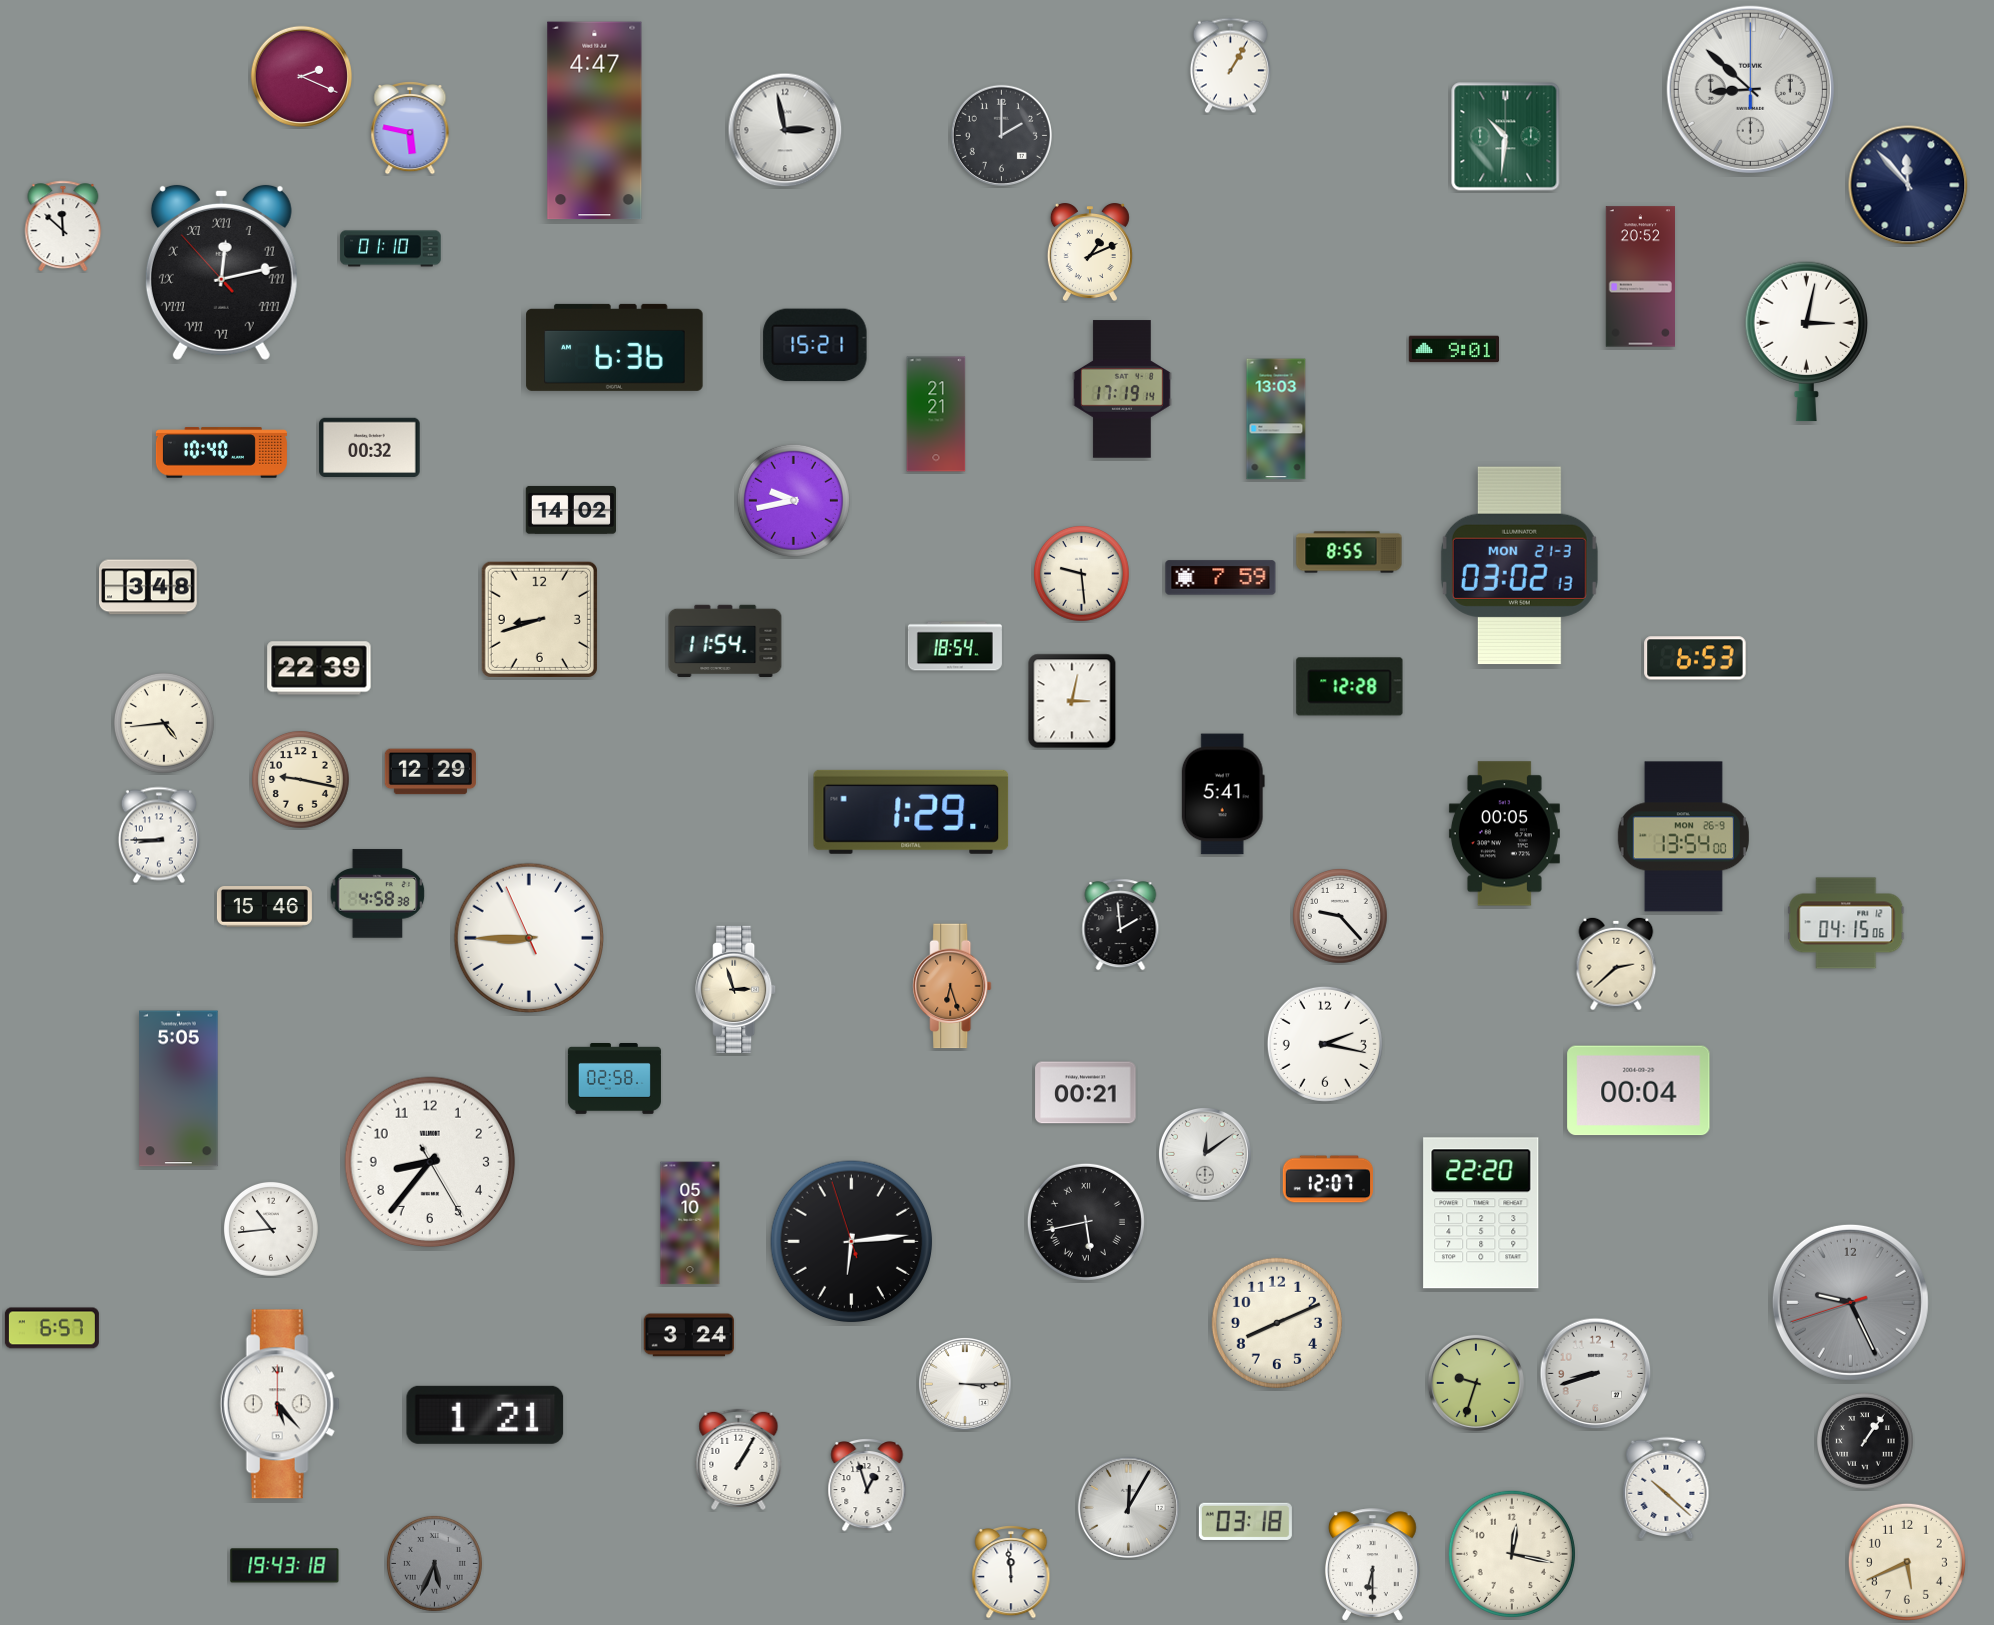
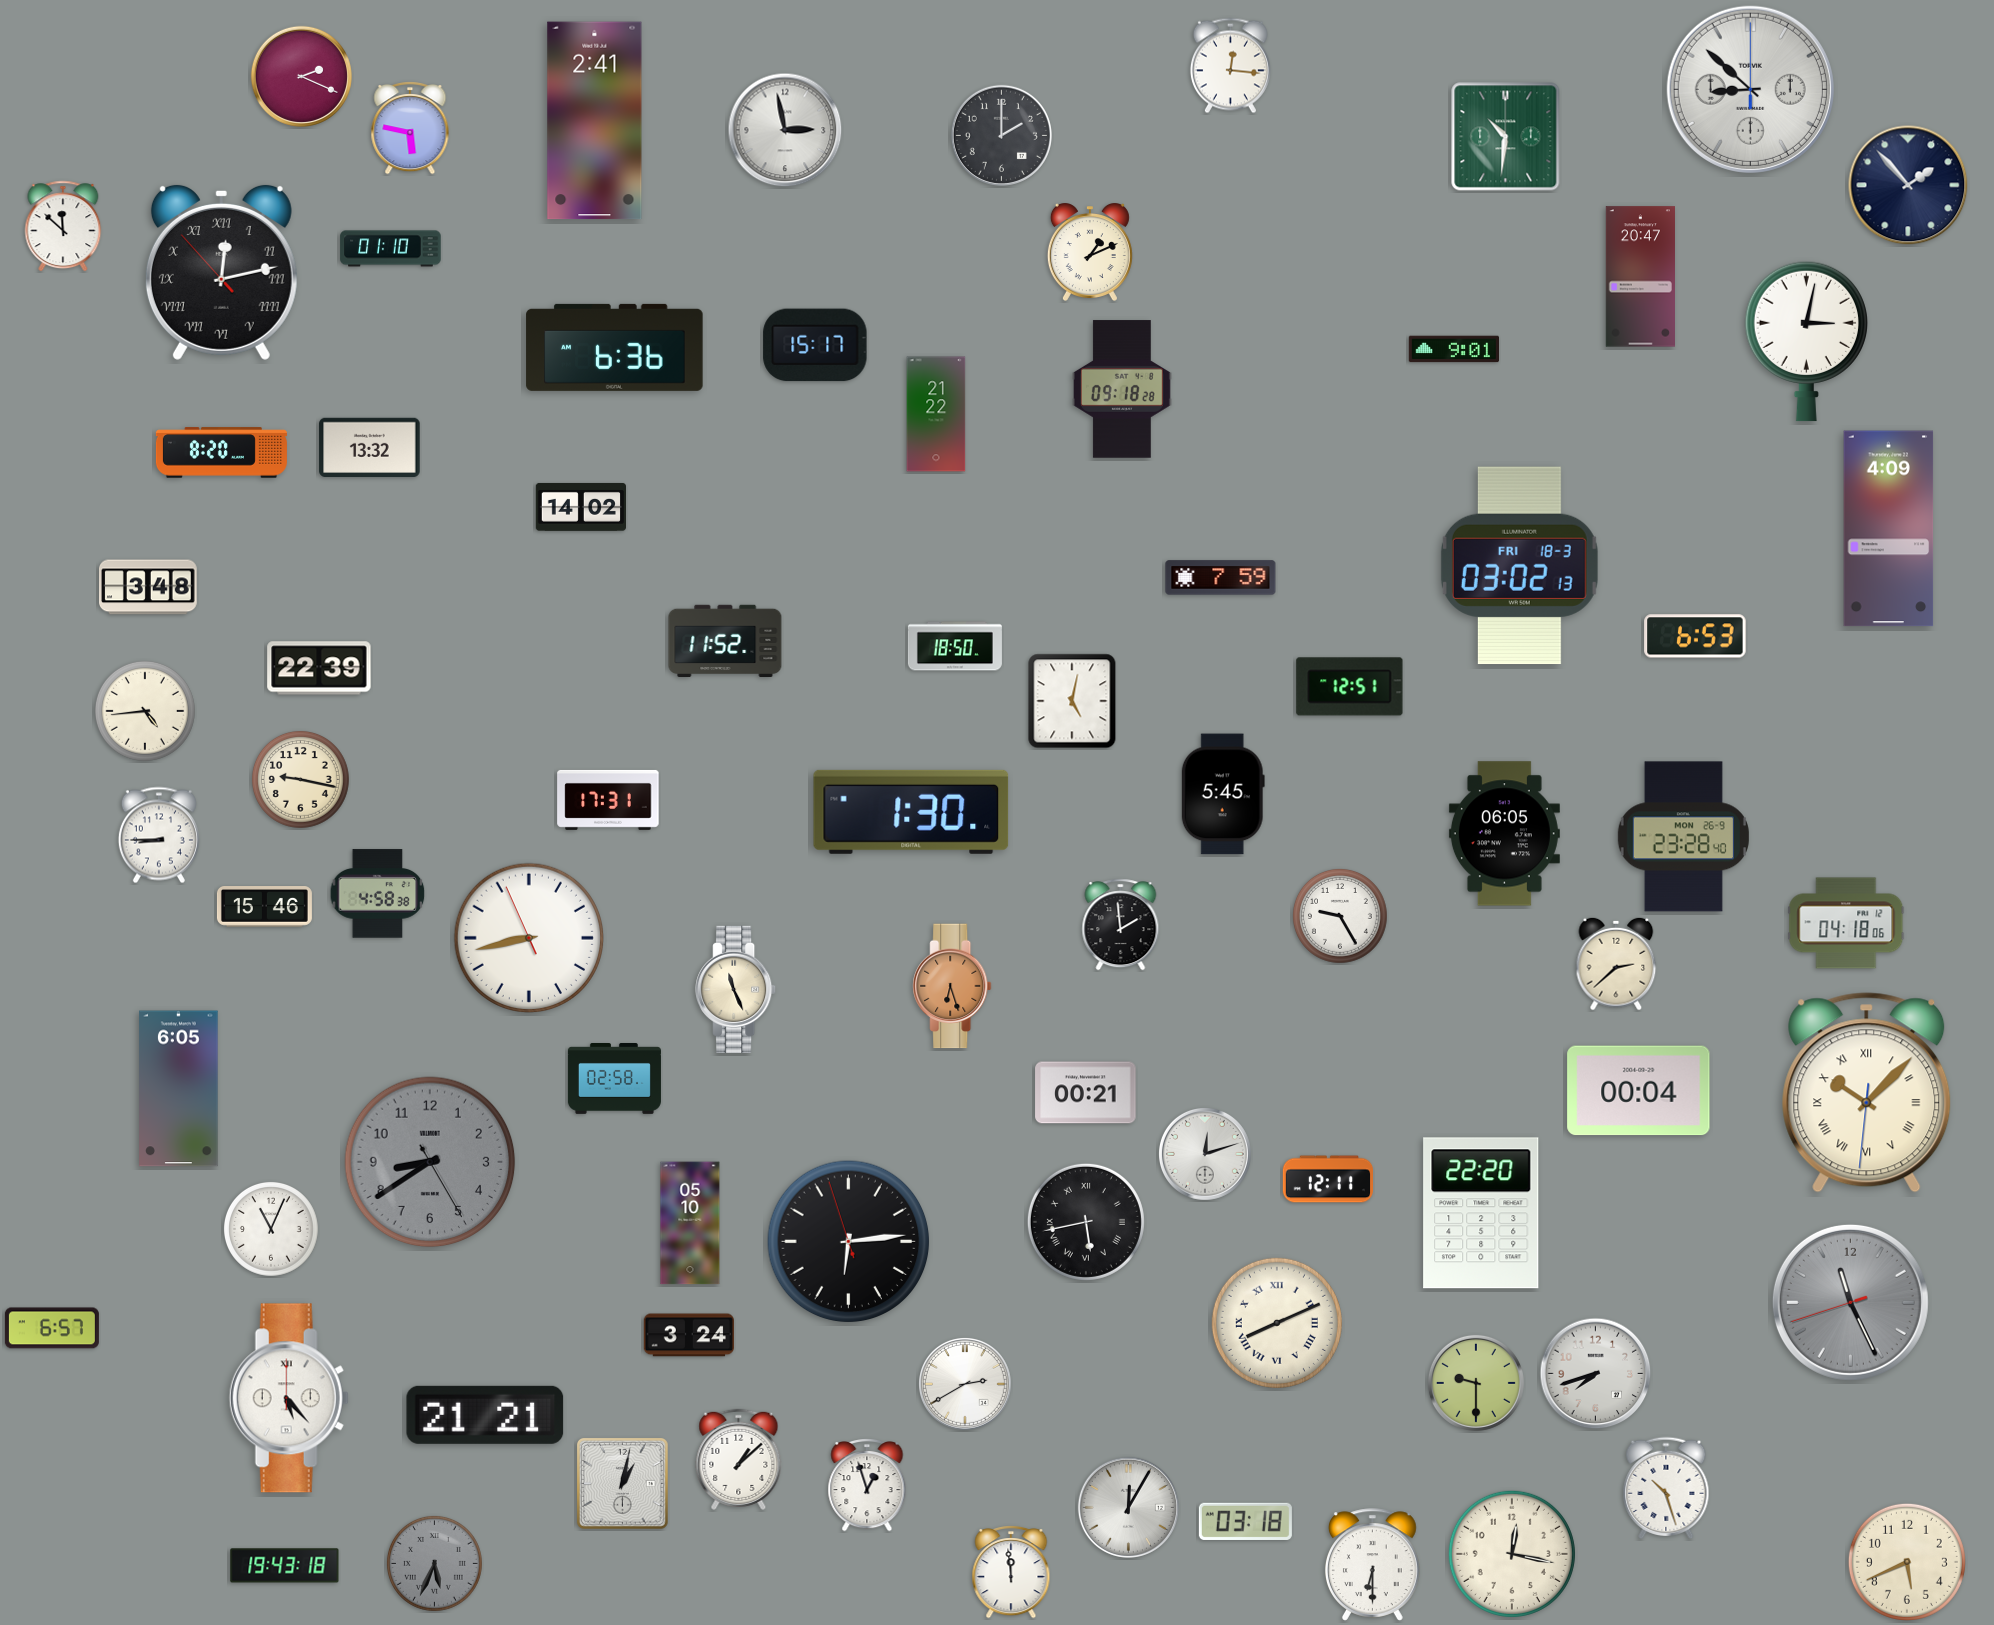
clock at (1230, 66): 1:05 -> 12:16
clock at (595, 121): 4:47 -> 2:41
clock at (1908, 185): 11:53 -> 1:53
clock at (1640, 277): 20:52 -> 20:47
clock at (815, 345): 15:21 -> 15:17
clock at (1123, 389): 17:19 -> 09:18
clock at (936, 414): 21:21 -> 21:22
clock at (1276, 419): 13:03 -> none
clock at (370, 447): 00:32 -> 13:32
clock at (221, 453): 10:40 -> 8:20
clock at (793, 500): 9:43 -> none
clock at (570, 510) position: (570, 510) -> (580, 507)
clock at (1889, 529): none -> 4:09
clock at (1349, 552): 8:55 -> none
clock at (1519, 566) date: MON 21-3 -> FRI 18-3
clock at (1081, 573): 9:29 -> none
clock at (539, 619): 8:42 -> none
clock at (725, 641): 11:54 -> 11:52
clock at (955, 646): 18:54 -> 18:50
clock at (1695, 658) position: (1695, 658) -> (1695, 636)
clock at (1350, 687): 12:28 -> 12:51
clock at (1072, 701): 3:02 -> 5:02
clock at (164, 723) position: (164, 723) -> (145, 711)
clock at (430, 772): 12:29 -> none
clock at (1223, 794): 5:41 -> 5:45
clock at (608, 800): none -> 17:31
clock at (911, 812): 1:29 -> 1:30
clock at (1504, 834): 00:05 -> 06:05
clock at (1683, 837): 13:54 -> 23:28
clock at (1341, 917): 9:23 -> 9:25
clock at (1846, 923): 04:15 -> 04:18
clock at (528, 937): 8:44 -> 8:42
clock at (736, 989): 2:57 -> 11:26
clock at (1325, 1044): 2:17 -> none
clock at (179, 1089): 5:05 -> 6:05
clock at (1867, 1093): none -> 10:07
clock at (1205, 1154): 12:09 -> 12:12
clock at (430, 1162): 8:36 -> 8:39
clock at (430, 1162) dial: white -> grey
clock at (1327, 1179): 12:07 -> 12:11
clock at (272, 1230): 10:44 -> 11:04
clock at (852, 1242) position: (852, 1242) -> (849, 1242)
clock at (1850, 1302): 9:25 -> 11:25
clock at (1277, 1323) numerals: Arabic -> Roman
clock at (1596, 1374): 8:42 -> 7:42
clock at (1476, 1383): 9:33 -> 9:30
clock at (965, 1384): 3:15 -> 2:40
clock at (280, 1404) position: (280, 1404) -> (289, 1398)
clock at (485, 1415): 1:21 -> 21:21
clock at (1865, 1441): 1:06 -> none
clock at (739, 1459): 1:05 -> 1:08
clock at (622, 1483): none -> 1:02
clock at (1666, 1487): 10:22 -> 10:27
